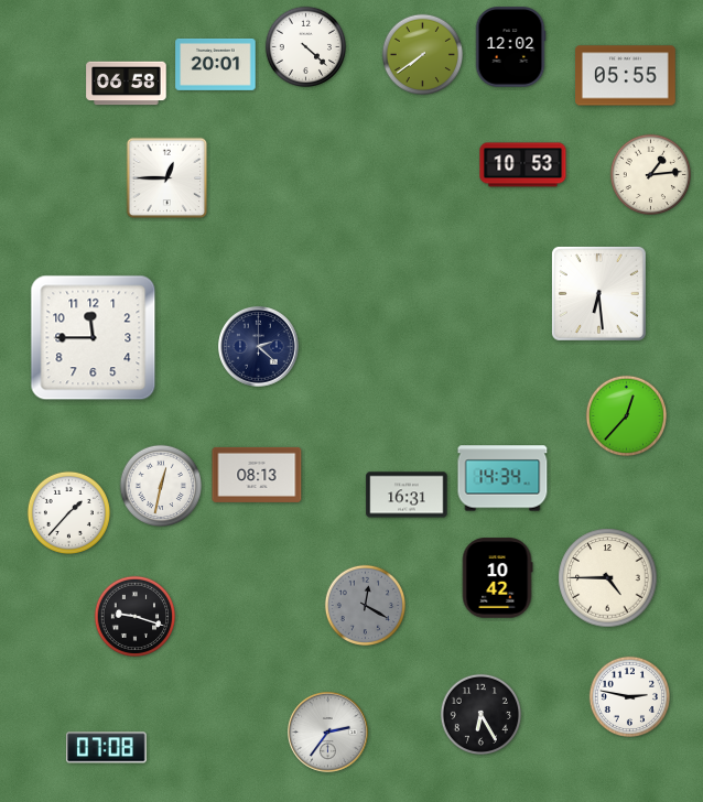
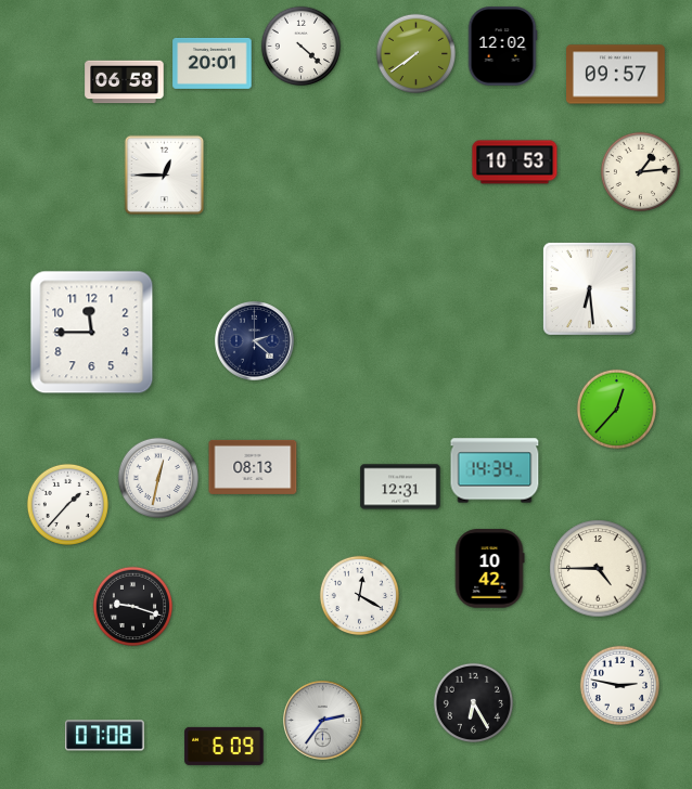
clock at (626, 76): 05:55 -> 09:57
clock at (407, 495): 16:31 -> 12:31
clock at (365, 605) dial: grey -> white
clock at (225, 746): none -> 6:09
